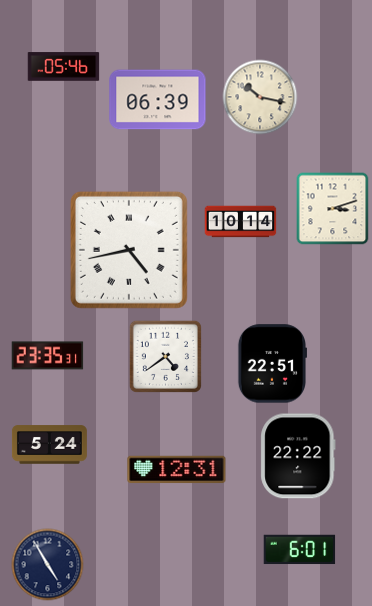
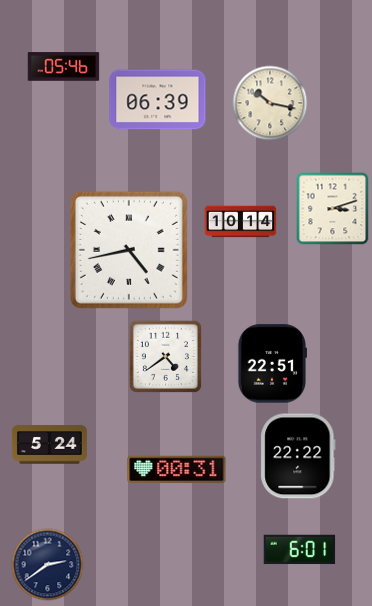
clock at (260, 97) position: (260, 97) -> (270, 103)
clock at (48, 356): 23:35 -> none
clock at (177, 470): 12:31 -> 00:31
clock at (48, 565): 4:55 -> 2:39
